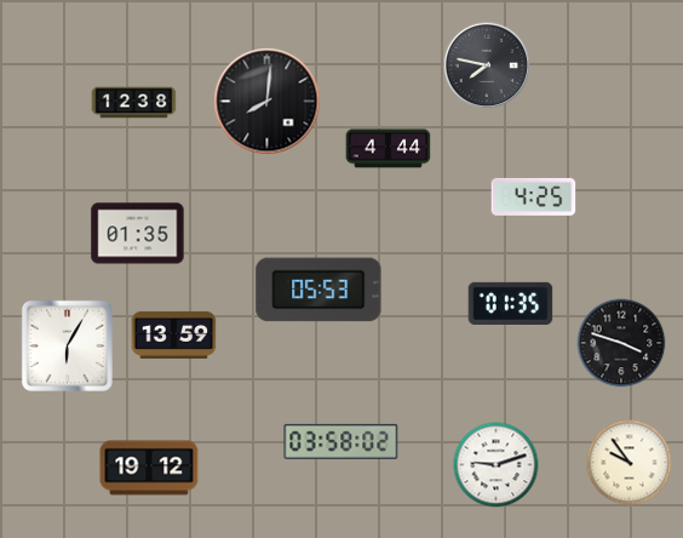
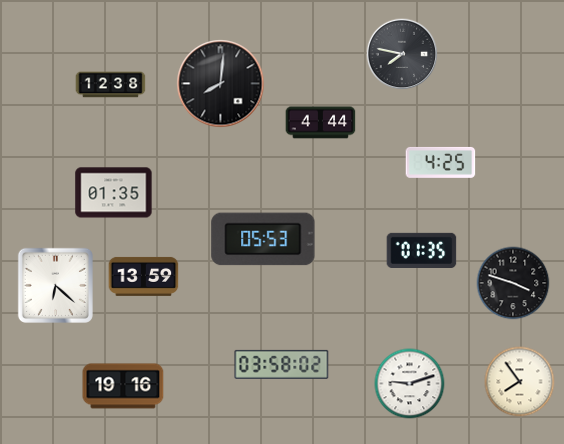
clock at (67, 345): 6:05 -> 6:22
clock at (630, 463): 9:54 -> 7:54
clock at (149, 468): 19:12 -> 19:16
